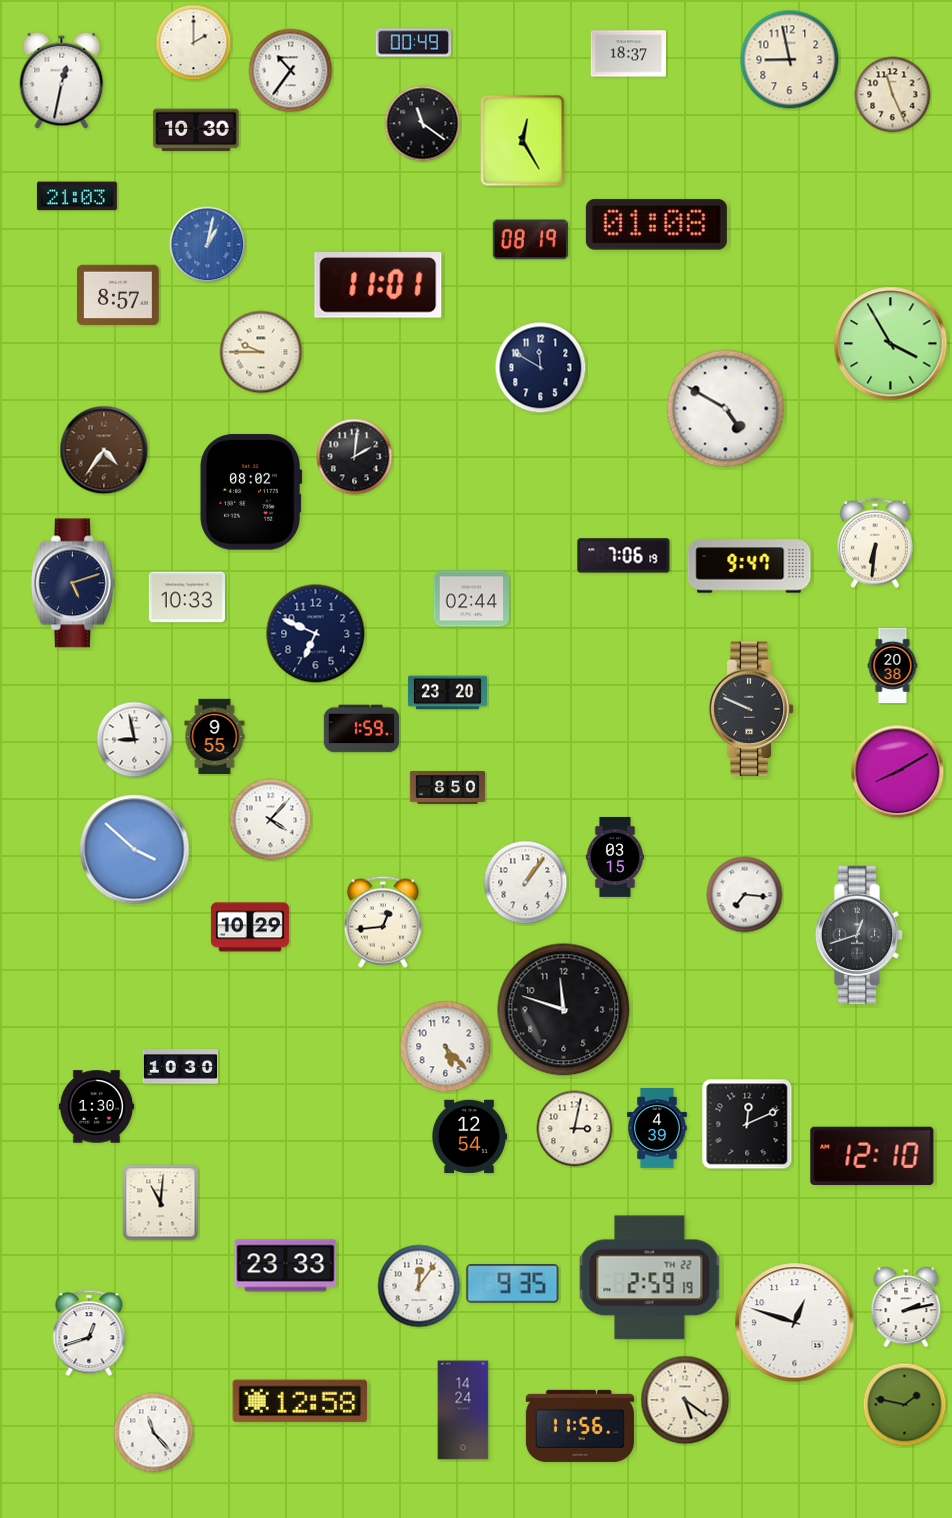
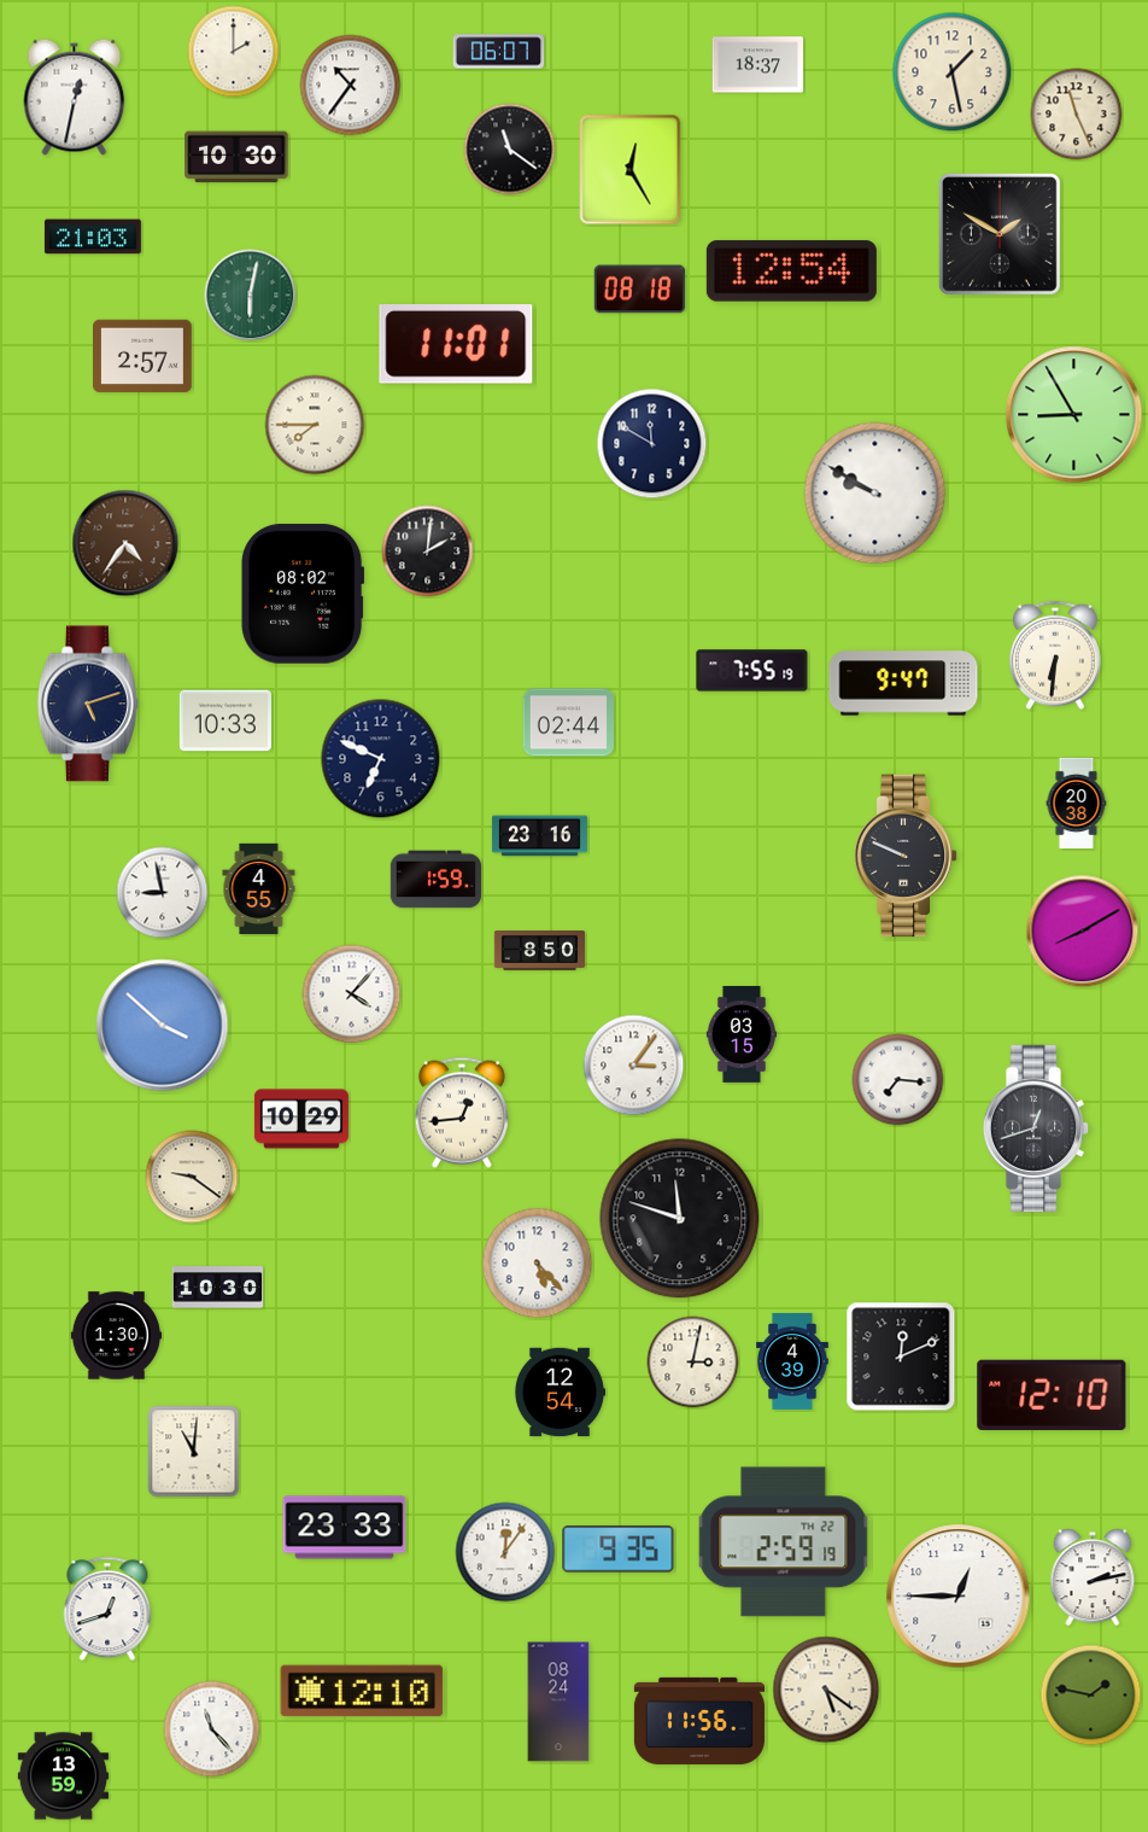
clock at (414, 43): 00:49 -> 06:07
clock at (790, 60): 8:58 -> 1:28
clock at (1000, 234): none -> 1:50
clock at (656, 225): 01:08 -> 12:54
clock at (530, 240): 08:19 -> 08:18
clock at (208, 245): 1:02 -> 6:02
clock at (208, 245) dial: blue -> green
clock at (119, 295): 8:57 -> 2:57
clock at (891, 344): 3:55 -> 8:55
clock at (261, 352): 9:45 -> 7:45
clock at (726, 409): 4:50 -> 9:50
clock at (624, 556): 7:06 -> 7:55
clock at (316, 634) position: (316, 634) -> (381, 759)
clock at (447, 693): 23:20 -> 23:16
clock at (215, 737): 9:55 -> 4:55
clock at (271, 820) position: (271, 820) -> (352, 994)
clock at (526, 883): 1:06 -> 3:06
clock at (192, 1177): none -> 9:21
clock at (469, 1137) position: (469, 1137) -> (560, 1393)
clock at (795, 1323): 12:48 -> 12:45
clock at (300, 1401): 12:58 -> 12:10
clock at (463, 1410): 14:24 -> 08:24
clock at (154, 1433) position: (154, 1433) -> (212, 1729)
clock at (63, 1776): none -> 13:59
